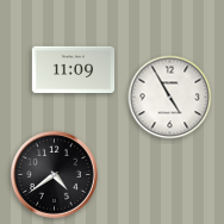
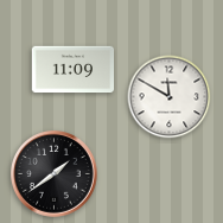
clock at (170, 98): 4:55 -> 11:50
clock at (55, 175): 4:39 -> 1:39
